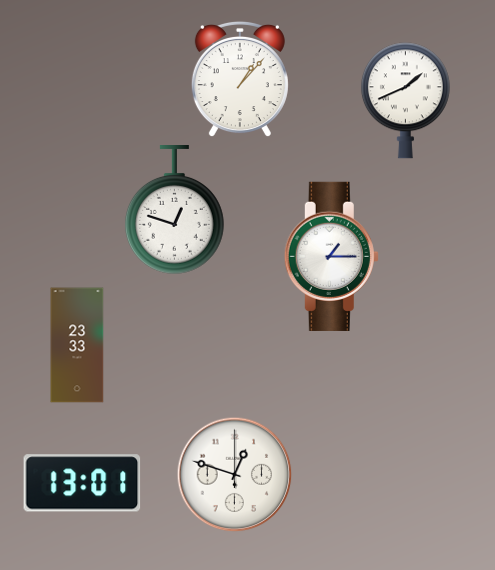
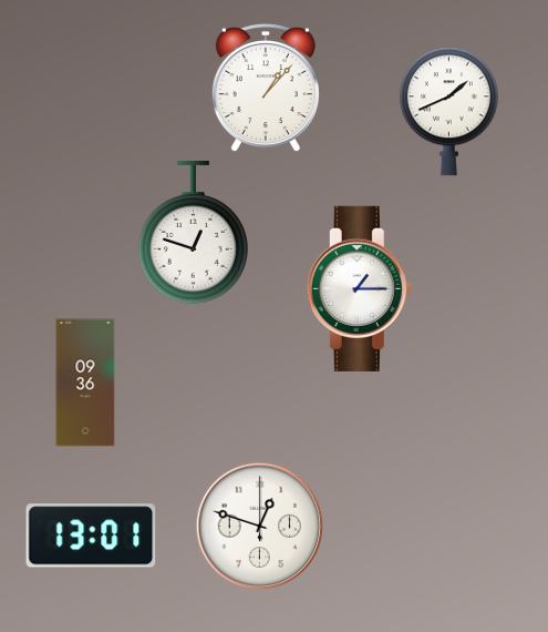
clock at (331, 256) position: (331, 256) -> (359, 288)
clock at (77, 345): 23:33 -> 09:36
